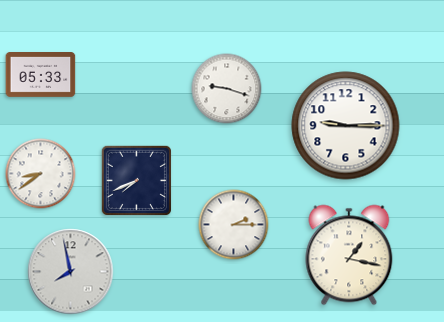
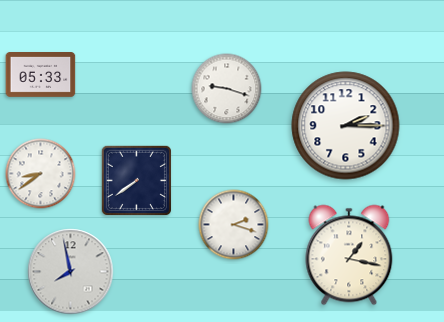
clock at (346, 126): 9:15 -> 2:15
clock at (136, 180): 7:41 -> 7:39
clock at (234, 225): 2:15 -> 2:18
